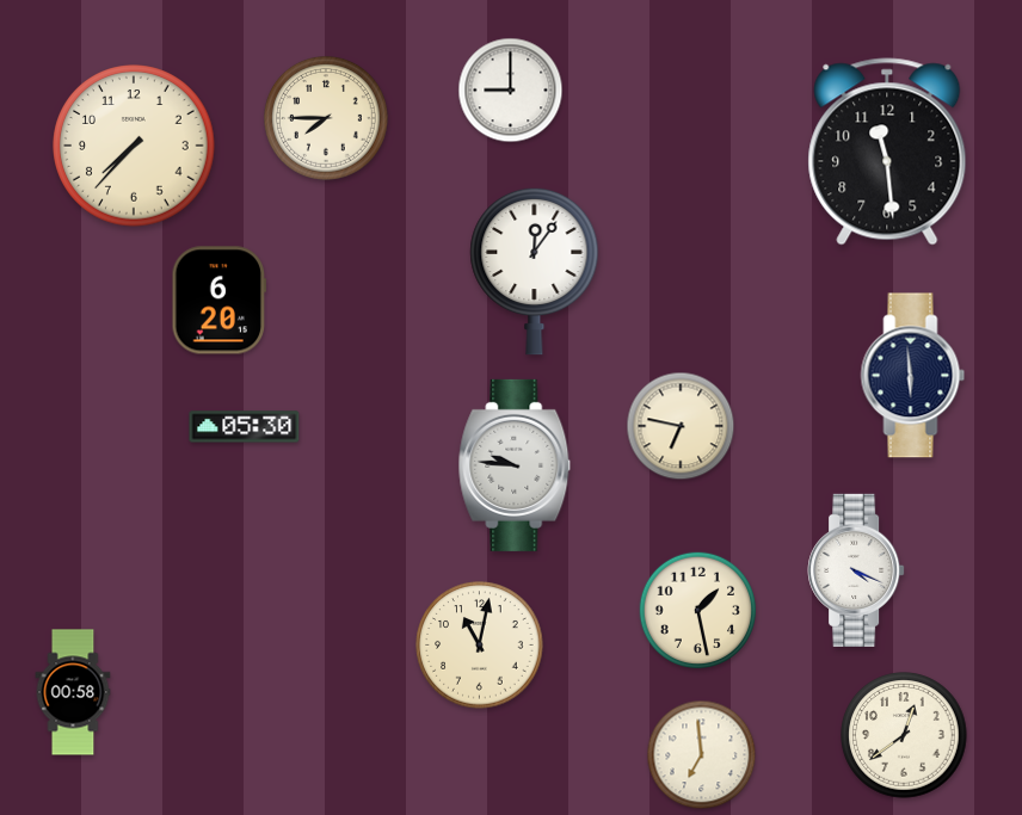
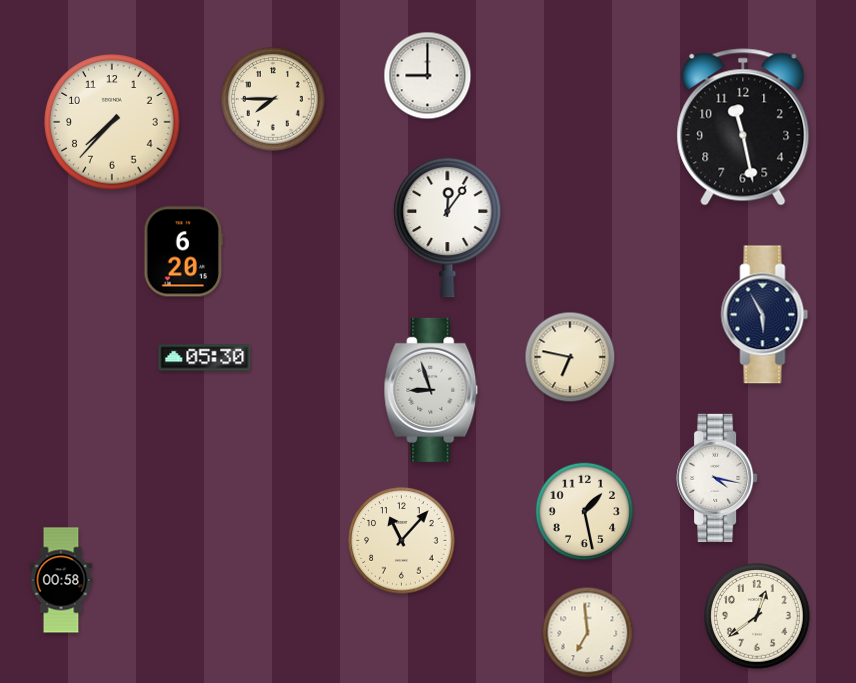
clock at (887, 152): 11:29 -> 11:28
clock at (913, 376): 5:59 -> 5:55
clock at (515, 465): 9:46 -> 8:57
clock at (856, 570): 4:19 -> 4:17
clock at (480, 646): 11:02 -> 11:07
